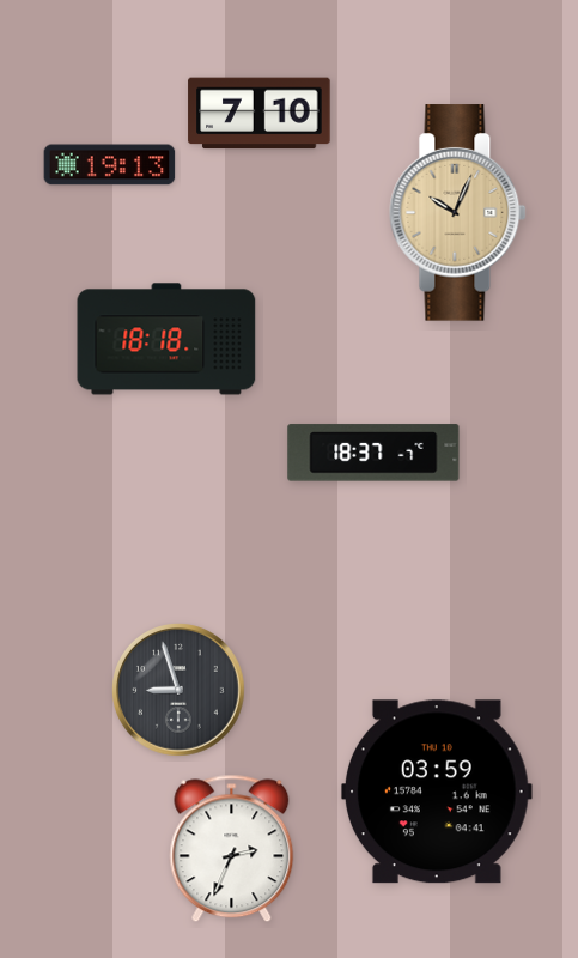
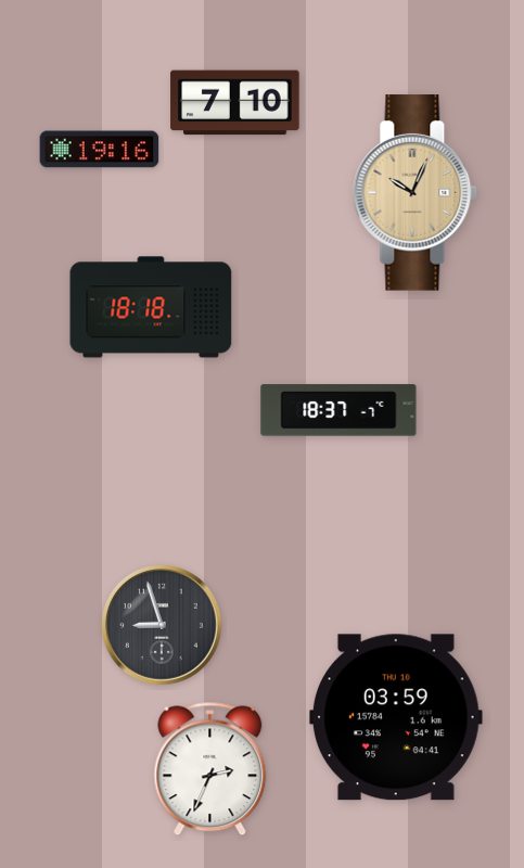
clock at (110, 165): 19:13 -> 19:16
